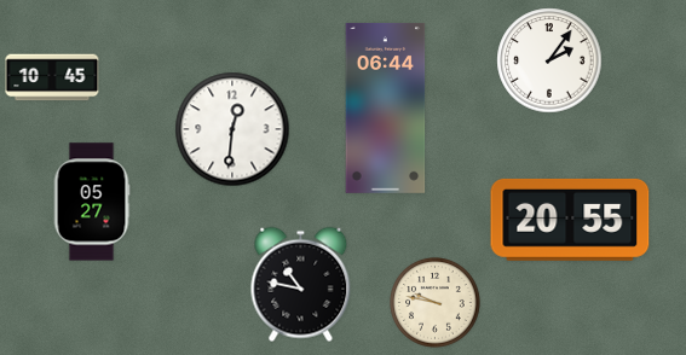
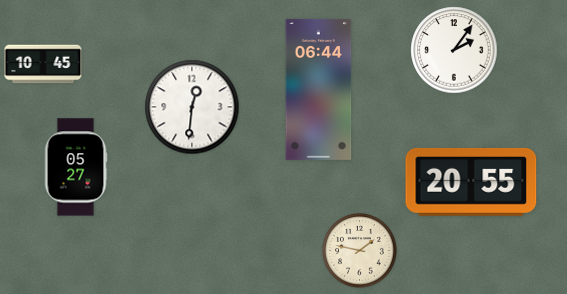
clock at (301, 285): 10:47 -> none
clock at (436, 303): 9:47 -> 1:47
